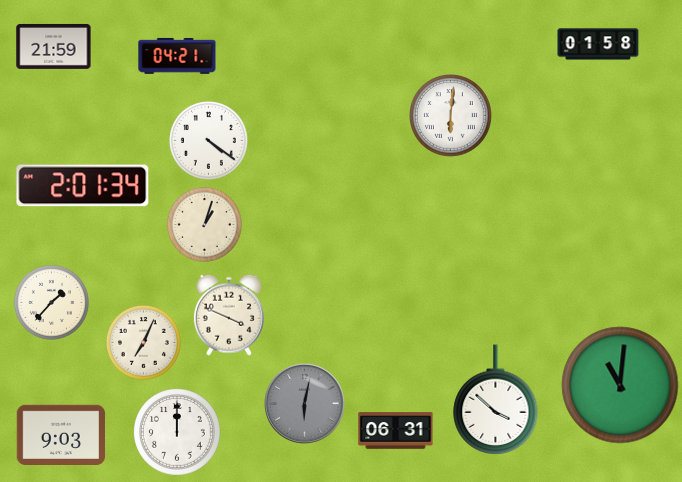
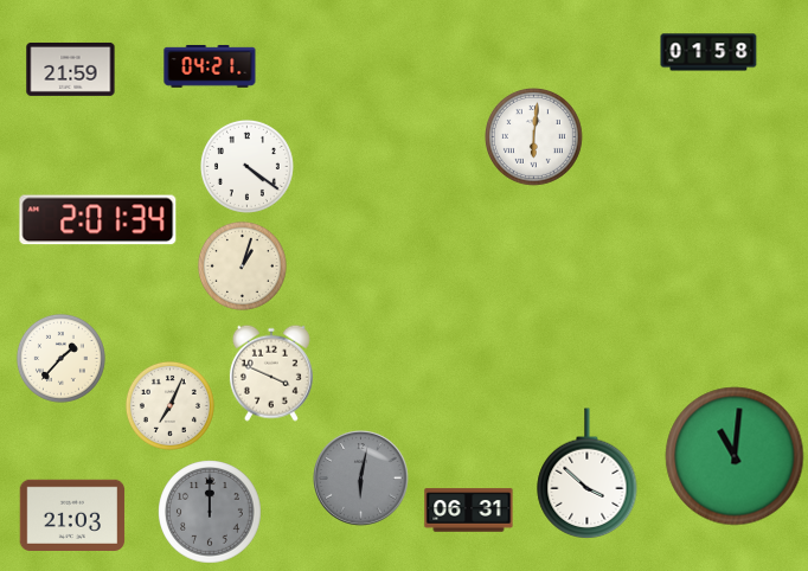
clock at (54, 46) position: (54, 46) -> (71, 69)
clock at (178, 433) dial: white -> grey
clock at (61, 434): 9:03 -> 21:03
